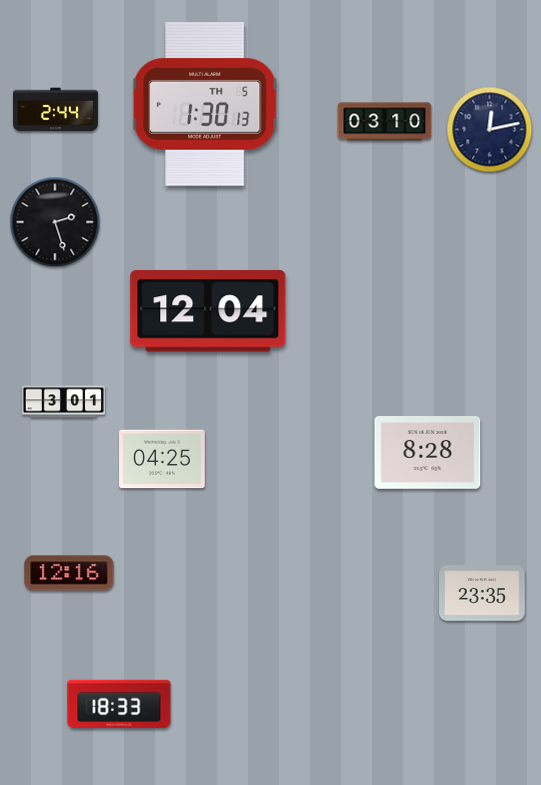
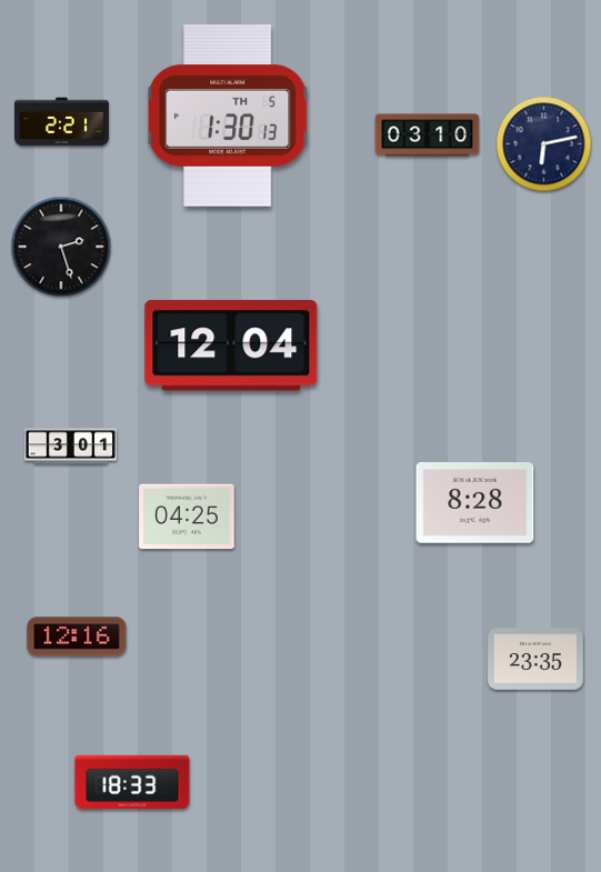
clock at (56, 110): 2:44 -> 2:21
clock at (490, 130): 12:13 -> 6:13
clock at (162, 459) position: (162, 459) -> (187, 517)
